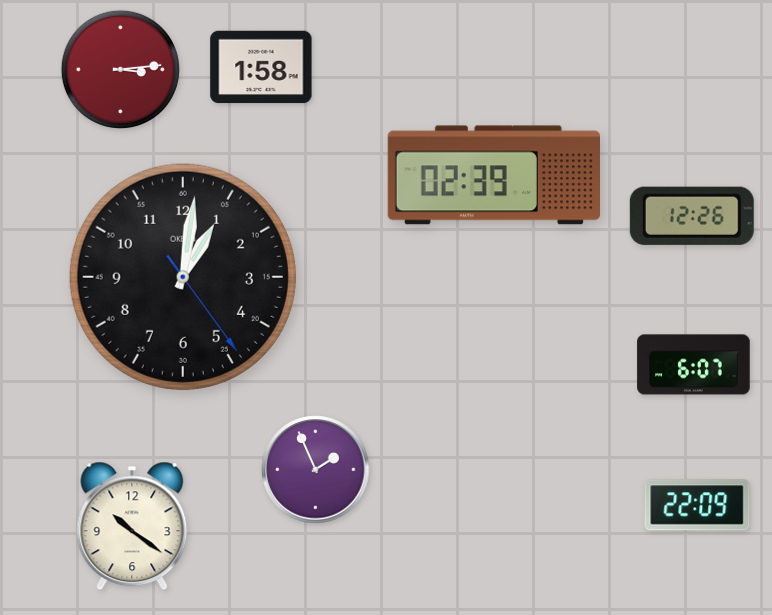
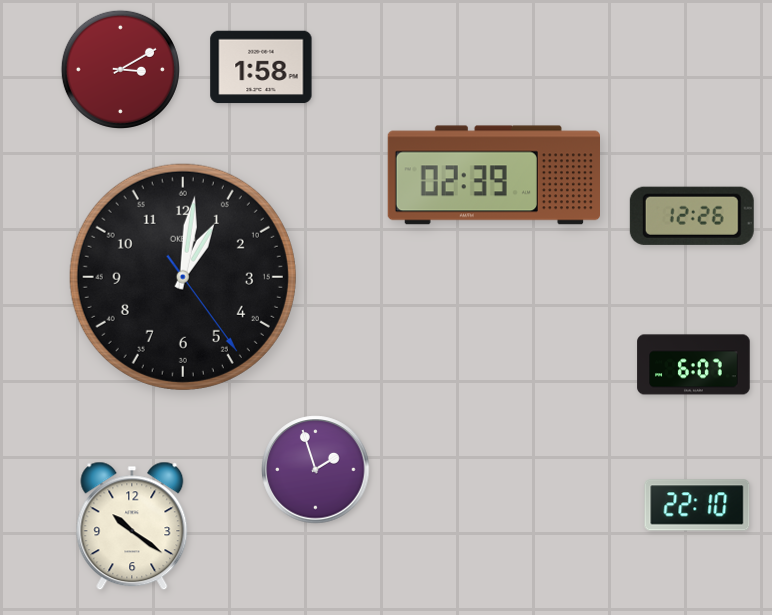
clock at (120, 69): 3:14 -> 3:10
clock at (316, 470): 1:56 -> 1:57
clock at (697, 505): 22:09 -> 22:10
